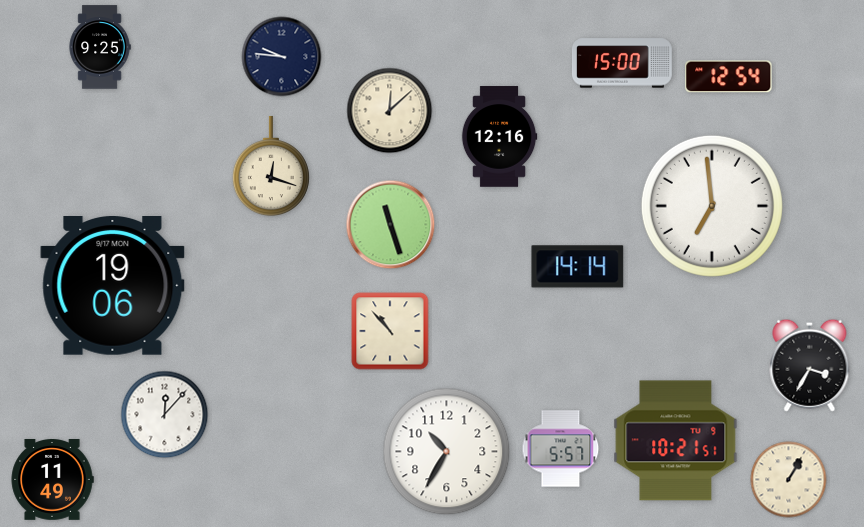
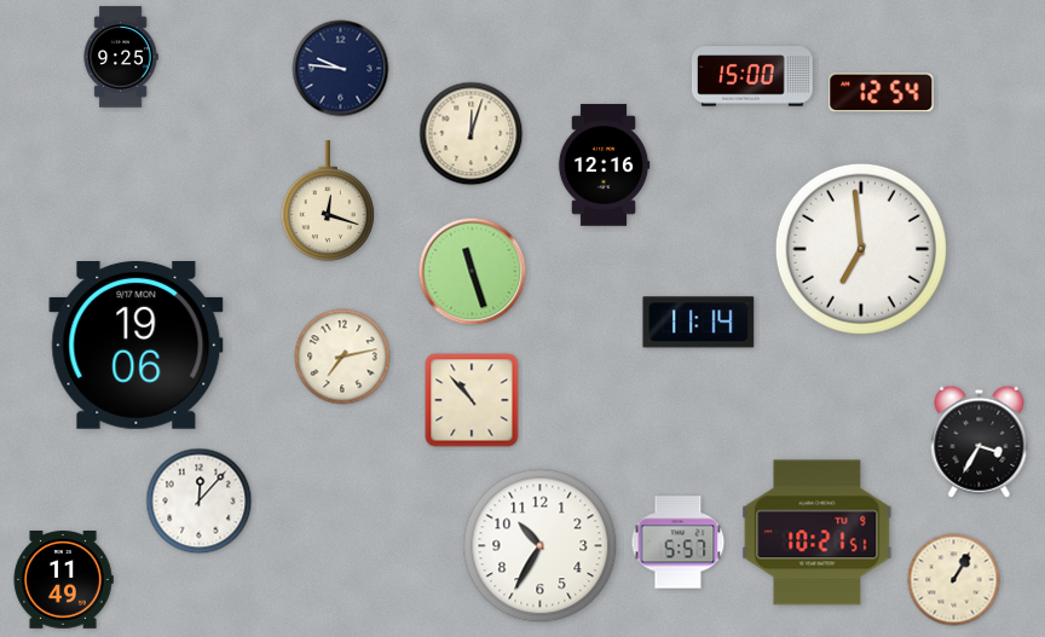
clock at (390, 111): 12:08 -> 12:03
clock at (578, 267): 14:14 -> 11:14
clock at (342, 357): none -> 7:13
